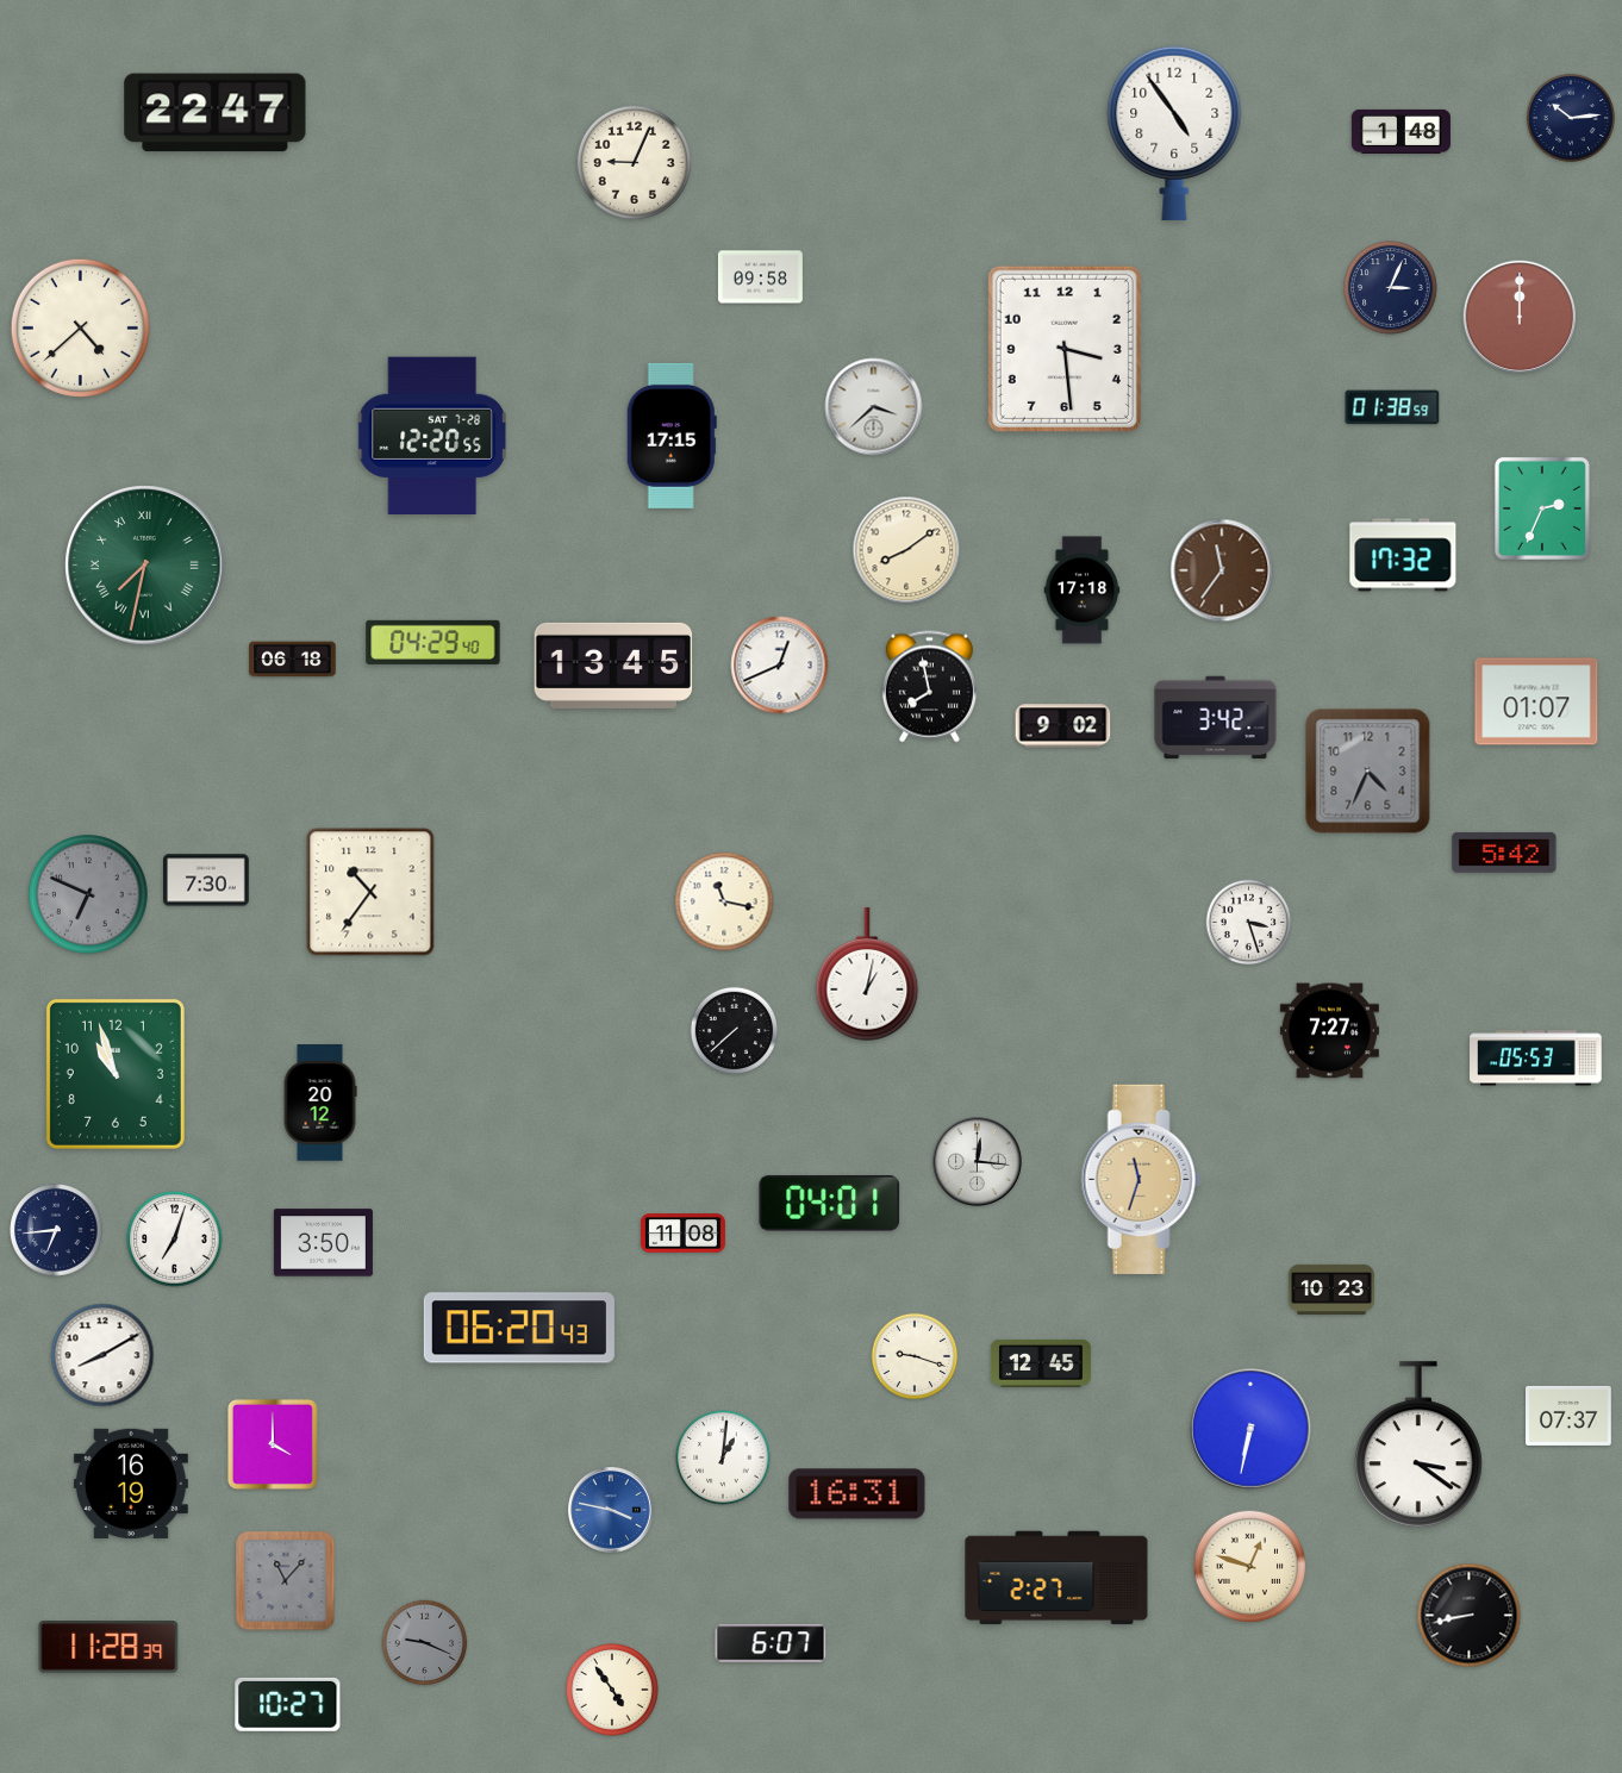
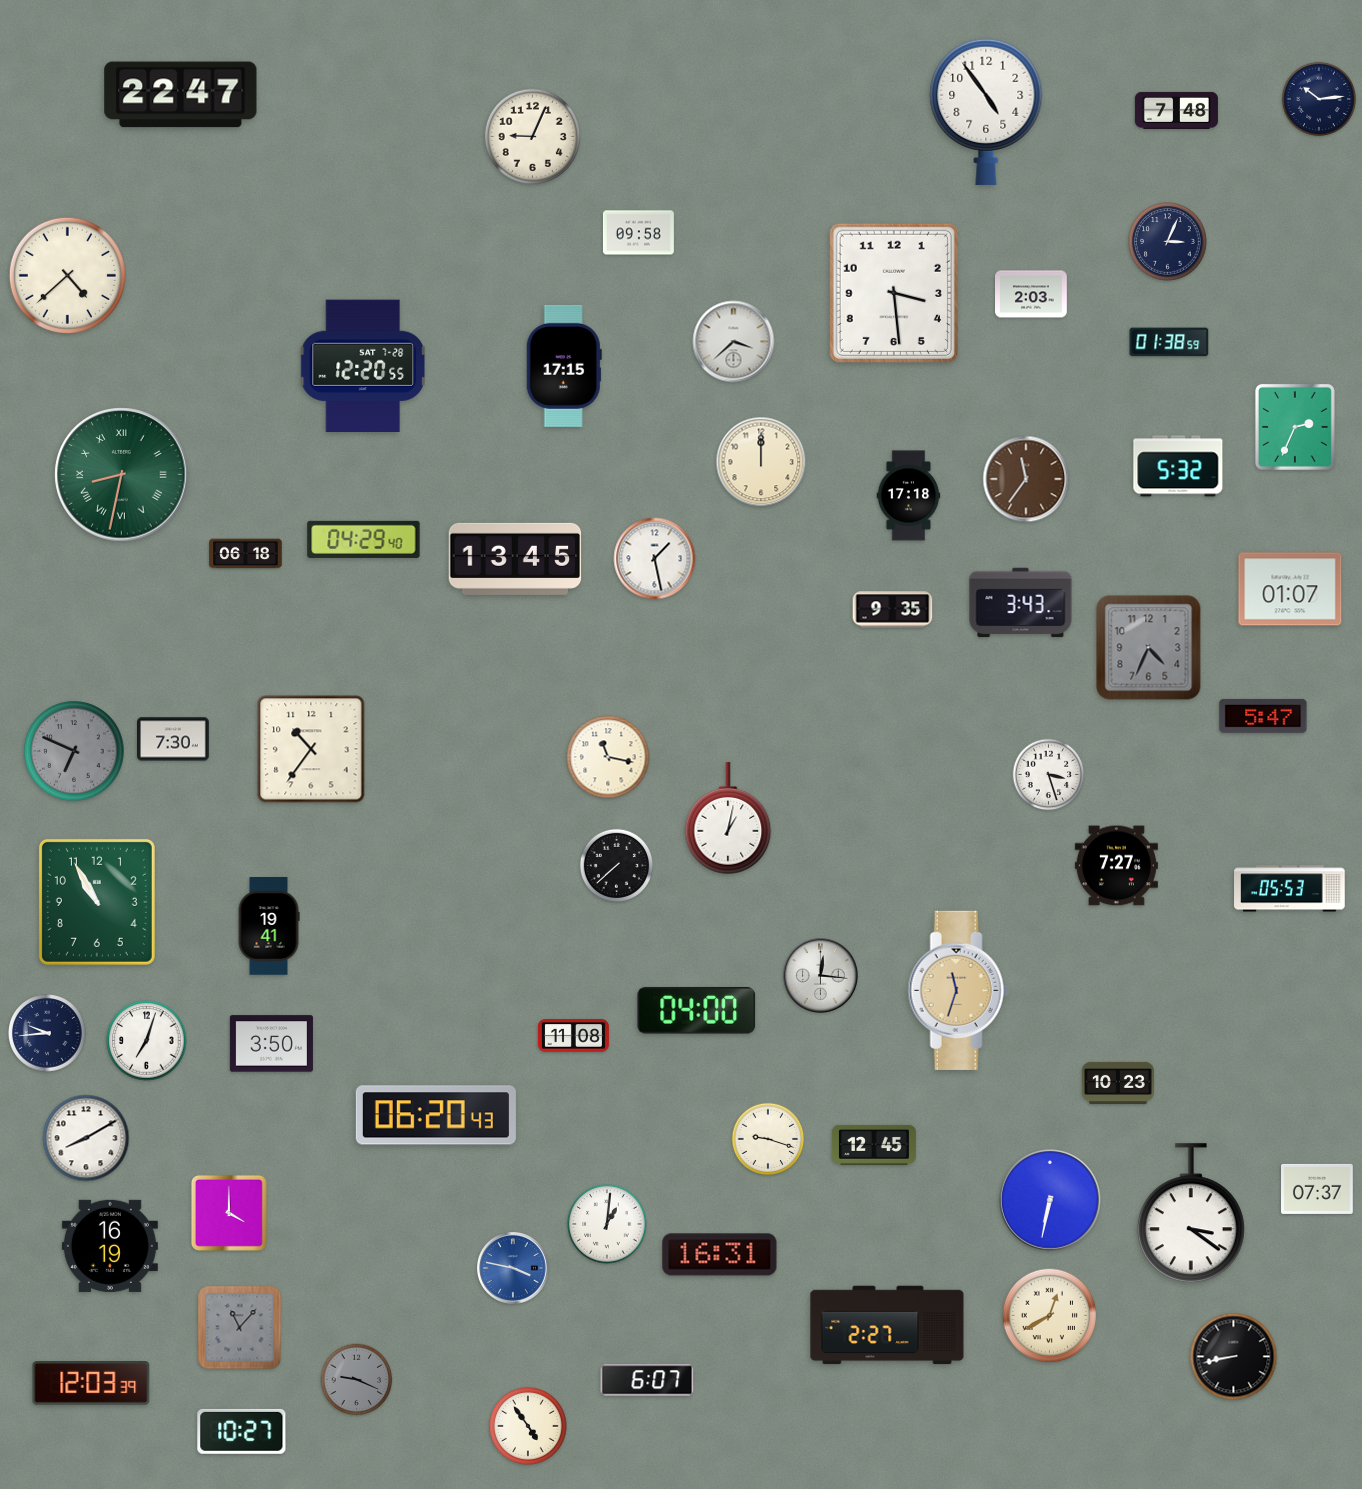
clock at (1400, 131): 1:48 -> 7:48
clock at (1520, 317): 12:00 -> none
clock at (1031, 294): none -> 2:03
clock at (906, 550): 8:09 -> 12:00
clock at (1403, 555): 17:32 -> 5:32
clock at (145, 566): 7:32 -> 8:32
clock at (780, 666): 12:41 -> 1:28
clock at (929, 687): 7:58 -> none
clock at (1216, 718): 3:42 -> 3:43
clock at (1063, 726): 9:02 -> 9:35
clock at (1504, 853): 5:42 -> 5:47
clock at (116, 1074): 10:57 -> 10:55
clock at (320, 1103): 20:12 -> 19:41
clock at (830, 1203): 04:01 -> 04:00
clock at (56, 1230): 6:44 -> 9:44
clock at (1250, 1567): 12:48 -> 12:40
clock at (108, 1647): 11:28 -> 12:03
clock at (612, 1690) position: (612, 1690) -> (528, 1426)
